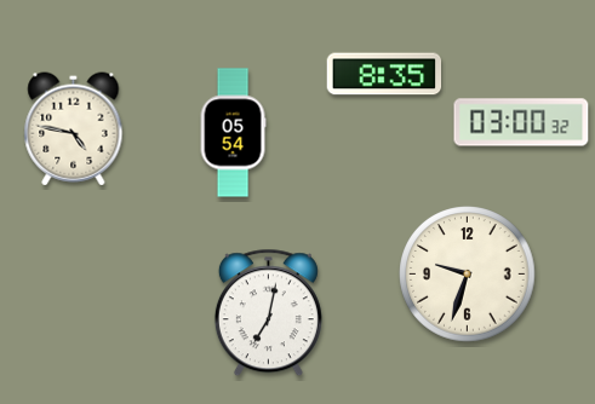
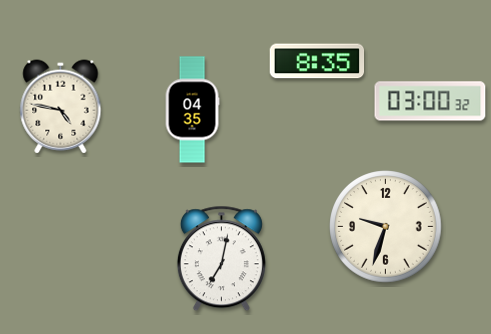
clock at (233, 133): 05:54 -> 04:35
